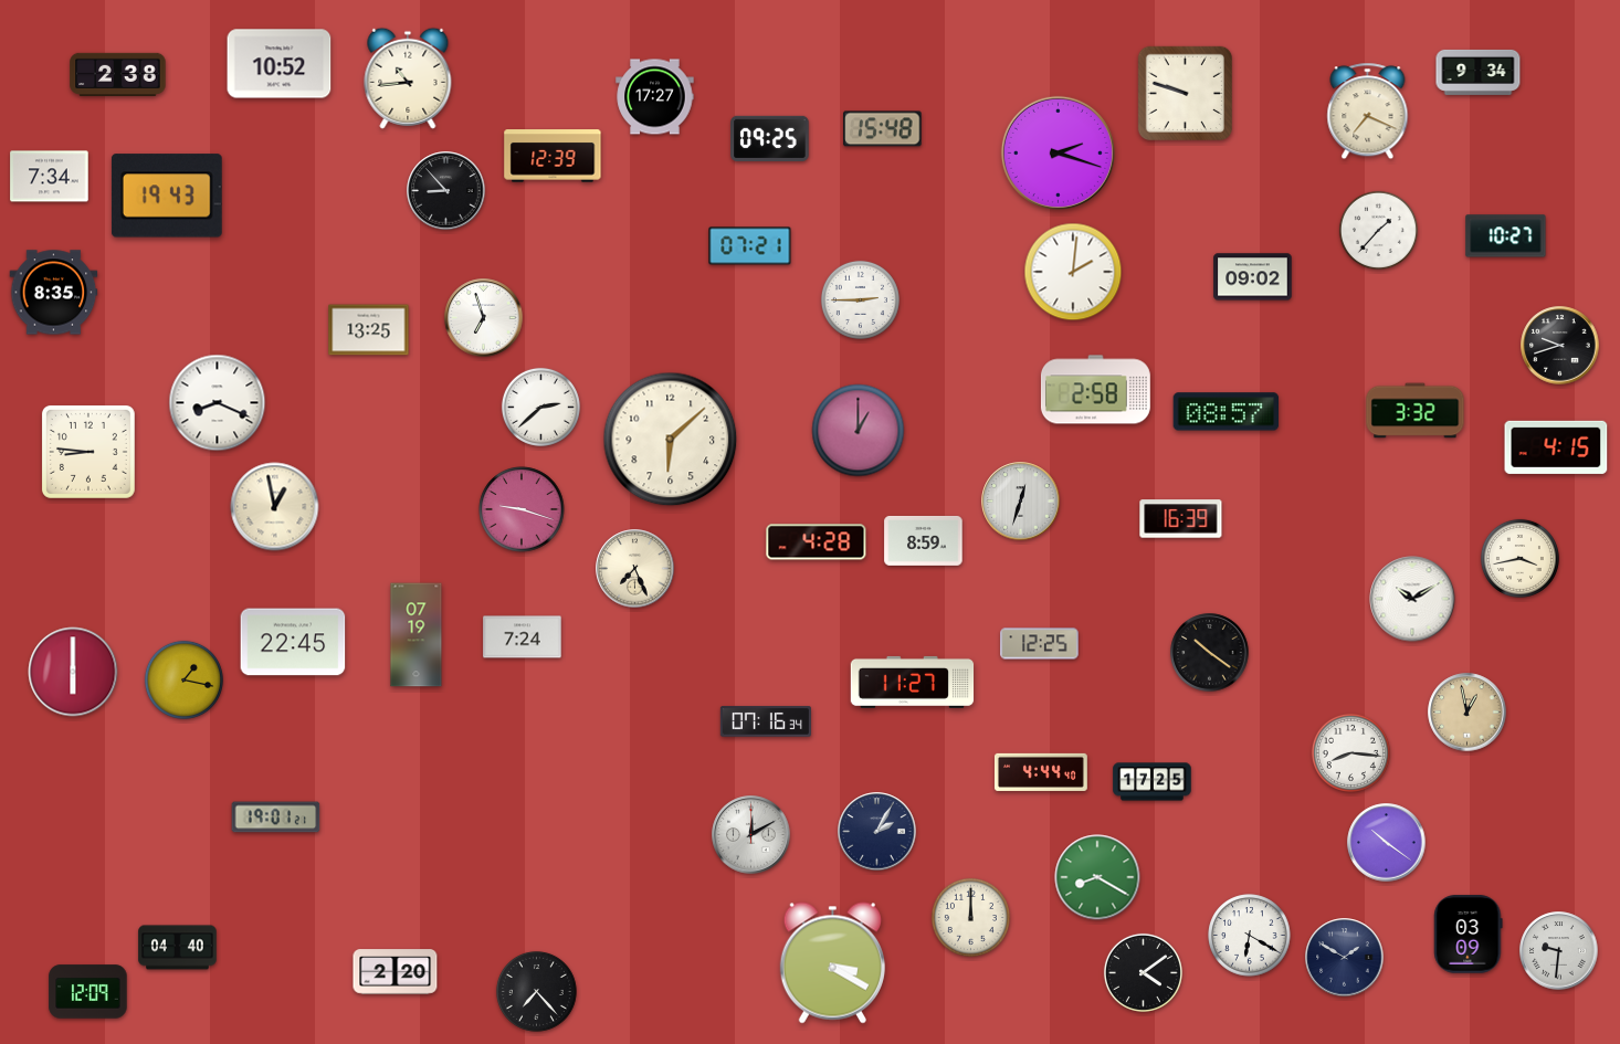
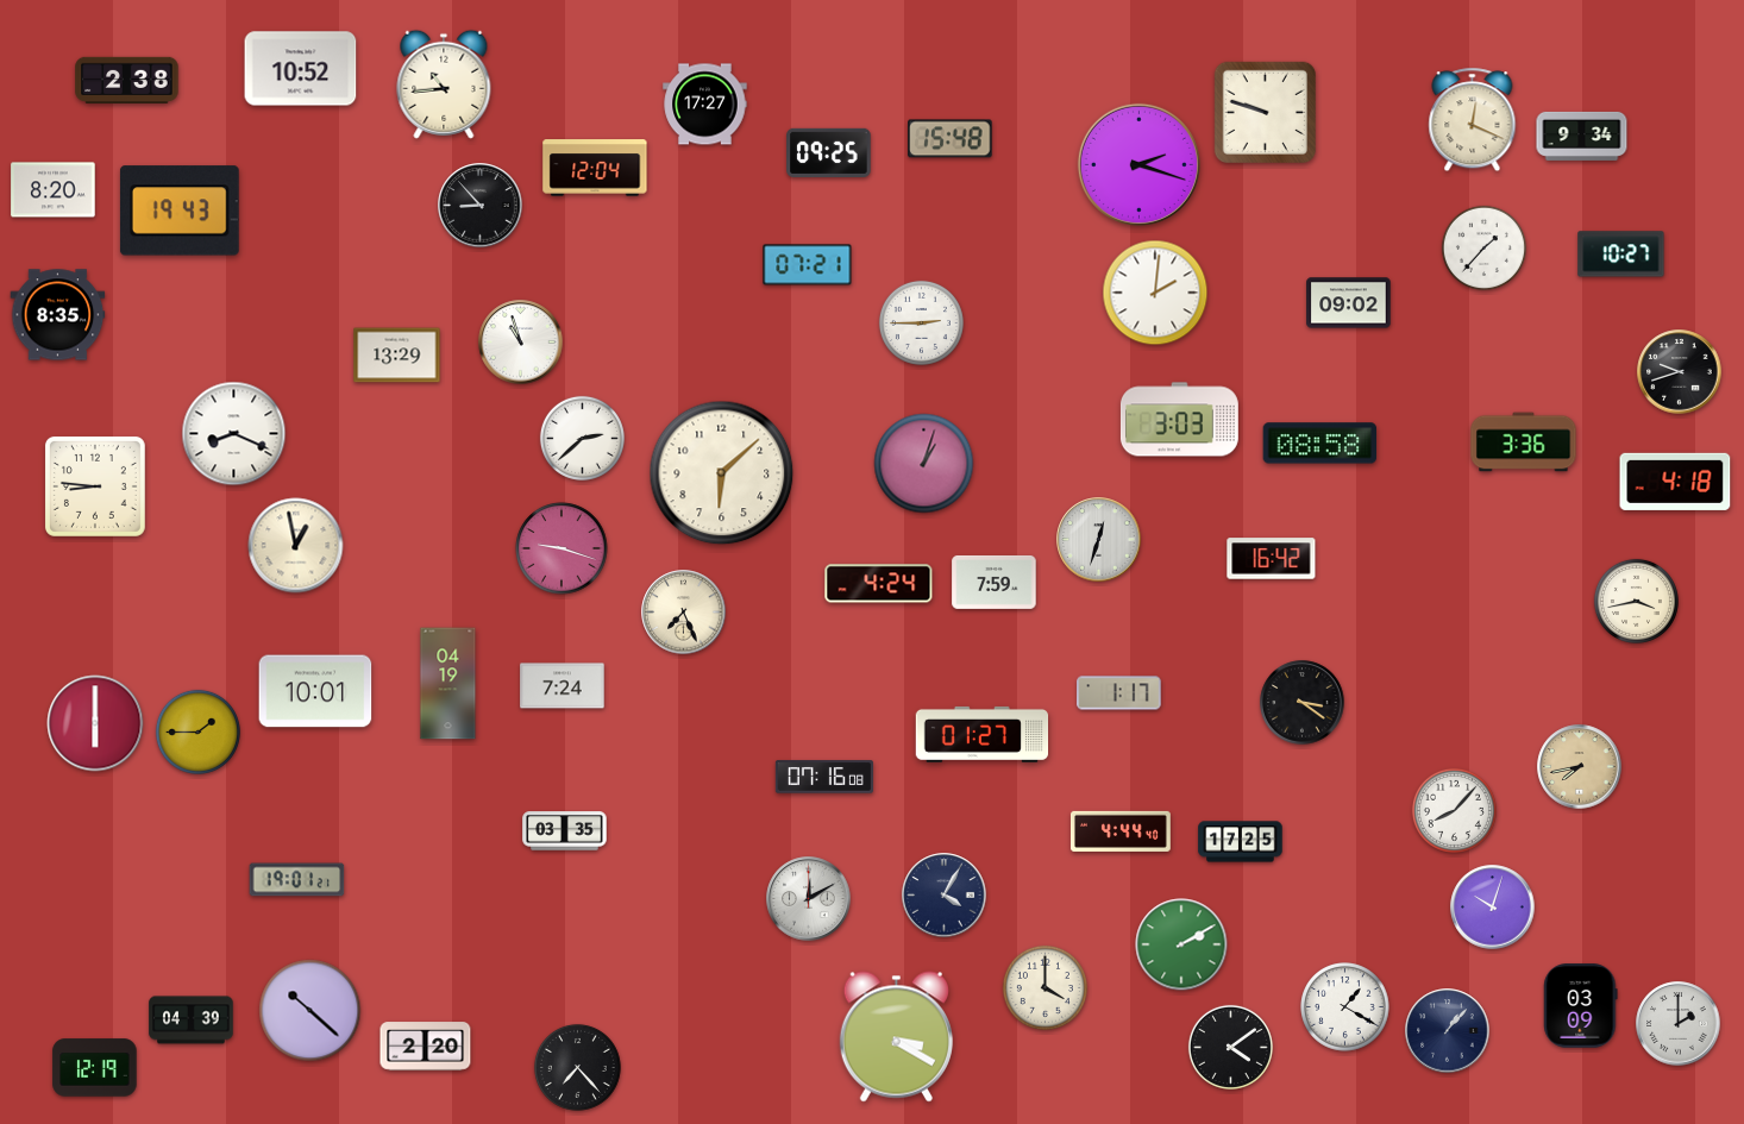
clock at (1479, 72) position: (1479, 72) -> (1582, 136)
clock at (408, 78) position: (408, 78) -> (444, 84)
clock at (1185, 93) position: (1185, 93) -> (1265, 112)
clock at (1368, 112): 7:19 -> 12:19
clock at (770, 138) position: (770, 138) -> (829, 152)
clock at (553, 156): 12:39 -> 12:04
clock at (50, 177): 7:34 -> 8:20
clock at (1253, 277) position: (1253, 277) -> (1349, 303)
clock at (860, 299) position: (860, 299) -> (921, 322)
clock at (484, 318): 6:57 -> 10:57
clock at (369, 330): 13:25 -> 13:29
clock at (1095, 390): 2:58 -> 3:03
clock at (1416, 411): 3:32 -> 3:36
clock at (1227, 412): 08:57 -> 08:58
clock at (859, 431): 1:00 -> 1:03
clock at (1556, 447): 4:15 -> 4:18
clock at (1181, 519): 16:39 -> 16:42
clock at (924, 540): 8:59 -> 7:59
clock at (817, 542): 4:28 -> 4:24
clock at (1412, 599): 10:10 -> none
clock at (417, 635): 07:19 -> 04:19
clock at (293, 642): 22:45 -> 10:01
clock at (1040, 644): 12:25 -> 1:17
clock at (1210, 653): 10:21 -> 3:21
clock at (73, 672) position: (73, 672) -> (95, 723)
clock at (183, 679): 1:17 -> 1:45
clock at (913, 682): 11:27 -> 01:27
clock at (1468, 713): 12:58 -> 7:43
clock at (766, 721): 07:16:34 -> 07:16:08
clock at (1350, 752): 8:16 -> 8:07
clock at (565, 831): none -> 03:35
clock at (877, 832): 2:05 -> 4:05
clock at (1387, 843): 10:21 -> 10:03
clock at (1097, 877): 8:20 -> 2:10
clock at (970, 917): 12:00 -> 4:00
clock at (1250, 936): 6:20 -> 1:20
clock at (310, 1011): none -> 10:22
clock at (178, 948): 04:40 -> 04:39
clock at (1559, 951): 9:31 -> 2:00
clock at (1345, 958): 1:50 -> 1:07
clock at (88, 992): 12:09 -> 12:19
